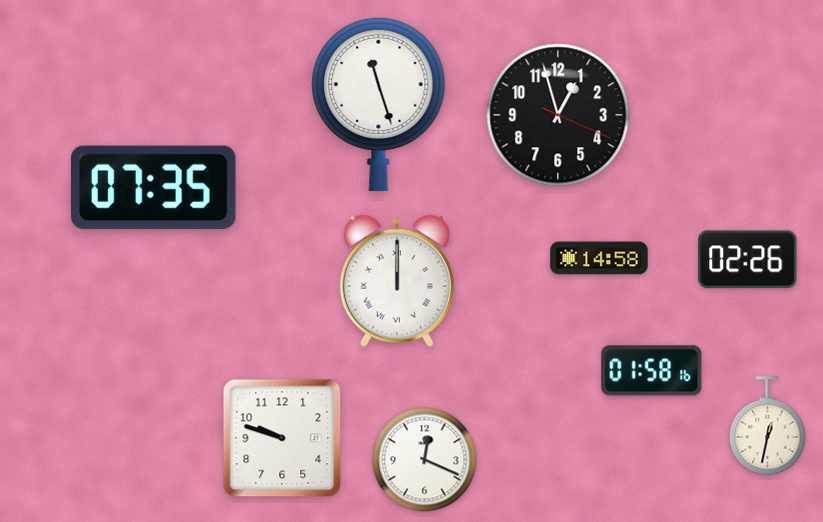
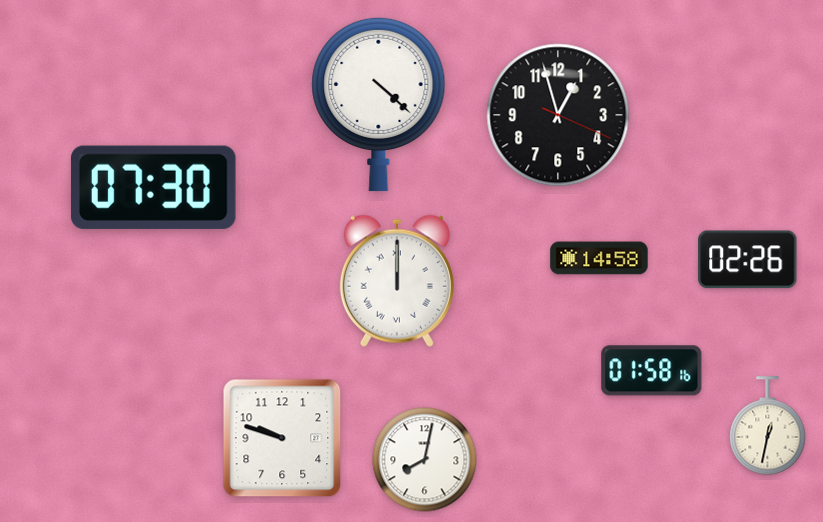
clock at (379, 104): 11:27 -> 4:22
clock at (153, 187): 07:35 -> 07:30
clock at (425, 460): 12:19 -> 8:02
